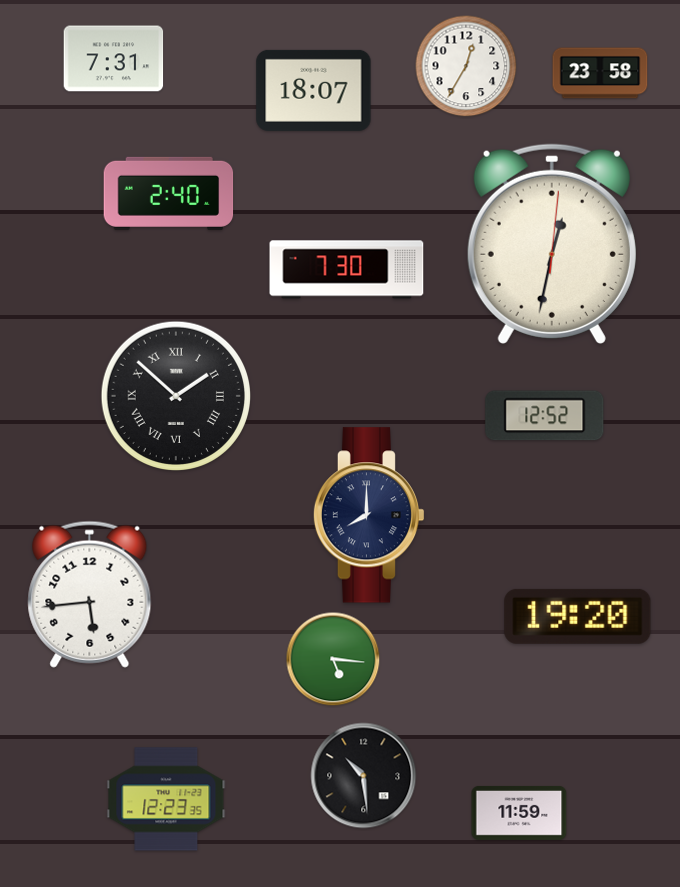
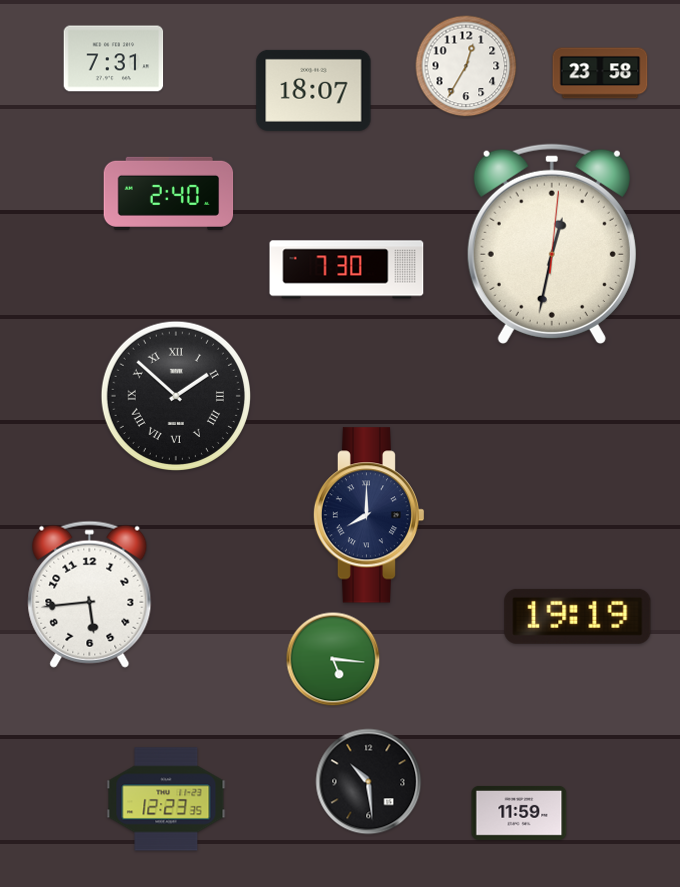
clock at (545, 416): 12:52 -> none
clock at (578, 616): 19:20 -> 19:19
clock at (364, 776) position: (364, 776) -> (369, 782)
